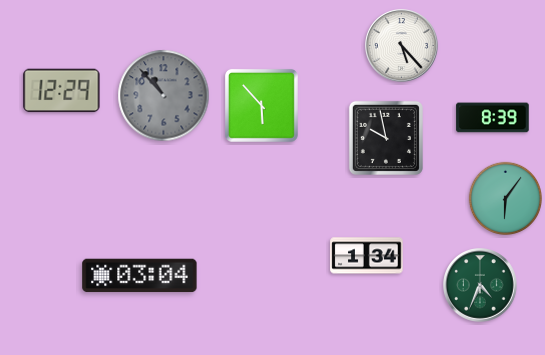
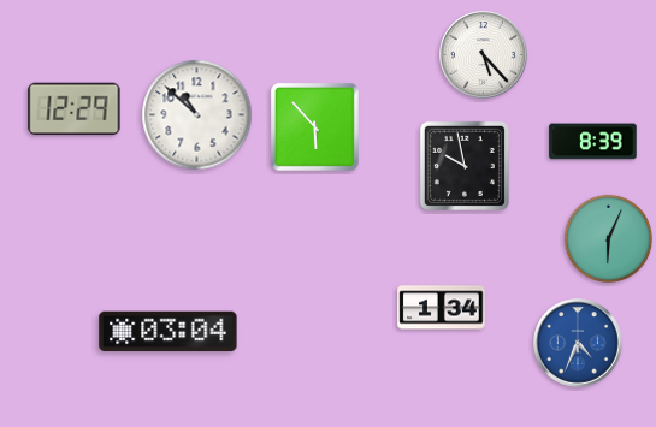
clock at (164, 96): 10:53 -> 10:52
clock at (164, 96) dial: grey -> white
clock at (505, 198): 6:06 -> 6:04
clock at (480, 285) dial: green -> blue
